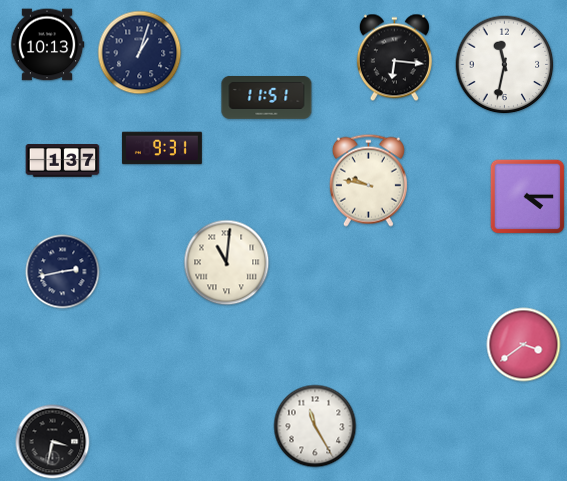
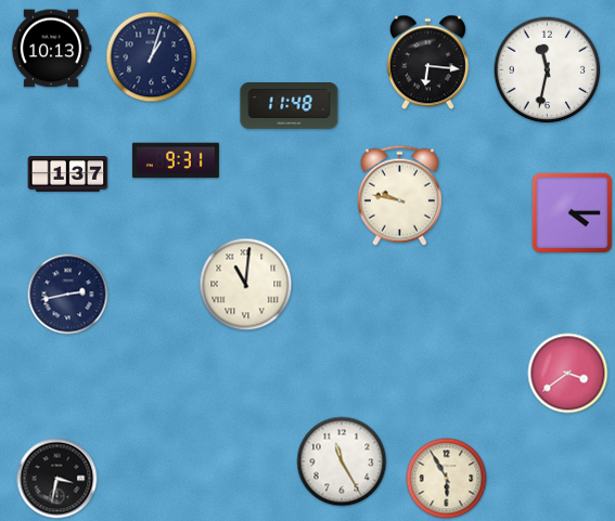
clock at (267, 98): 11:51 -> 11:48
clock at (447, 479): none -> 5:55
